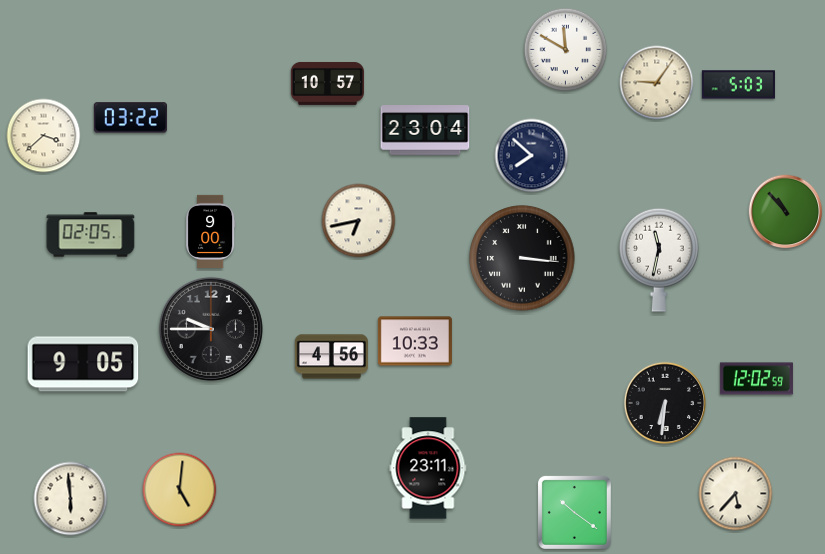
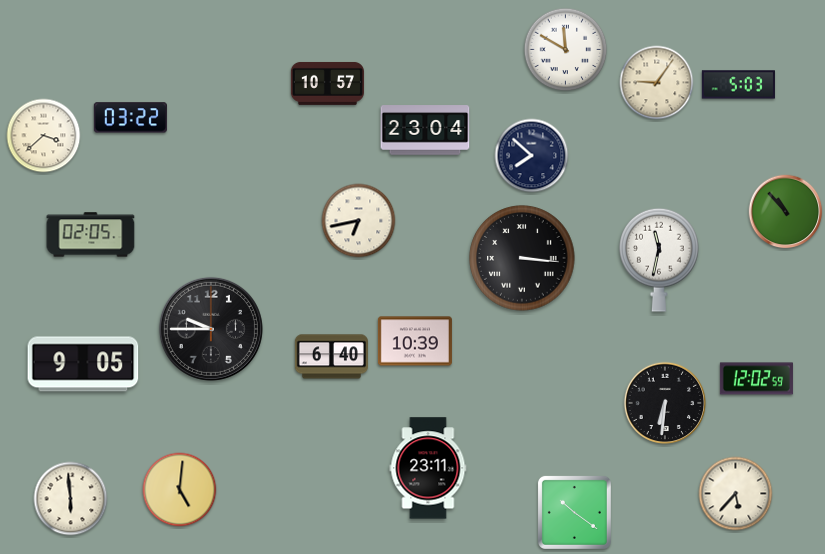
clock at (211, 231): 9:00 -> none
clock at (415, 341): 10:33 -> 10:39
clock at (331, 357): 4:56 -> 6:40
